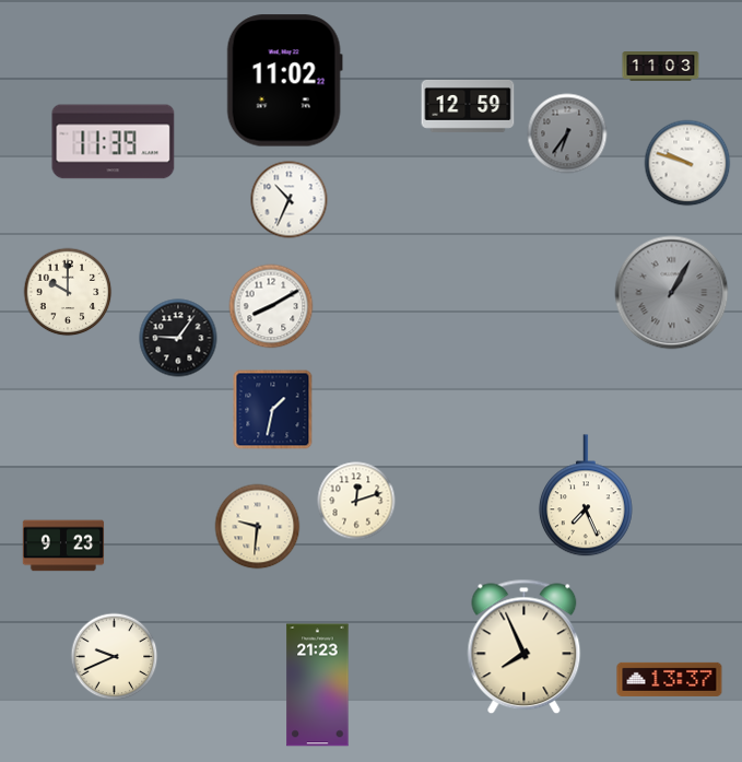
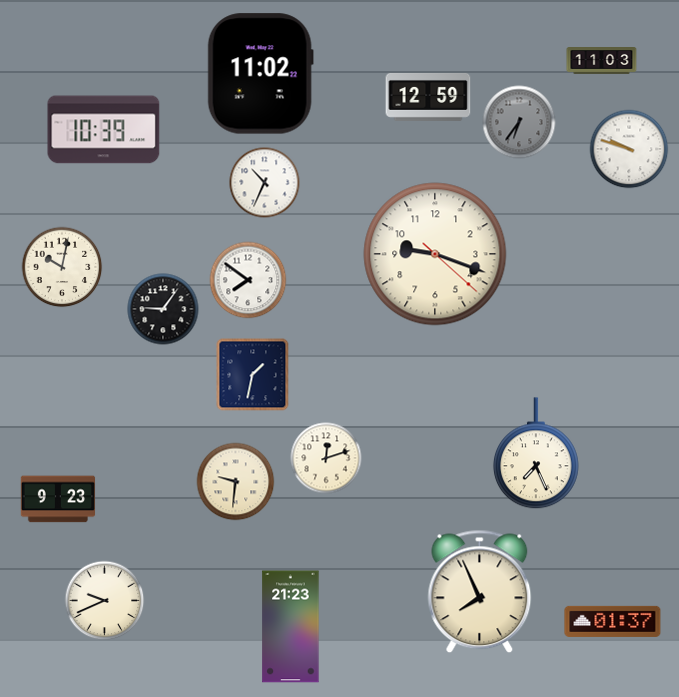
clock at (661, 67) position: (661, 67) -> (602, 61)
clock at (114, 142): 11:39 -> 10:39
clock at (435, 254): none -> 9:18
clock at (68, 292): 10:00 -> 10:02
clock at (672, 293): 1:05 -> none
clock at (271, 306): 8:10 -> 7:51
clock at (273, 410) position: (273, 410) -> (253, 375)
clock at (670, 679): 13:37 -> 01:37
